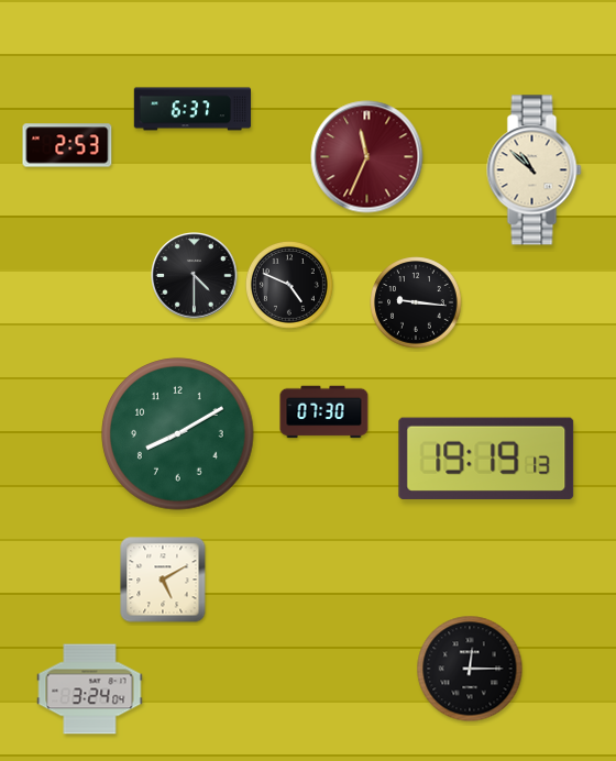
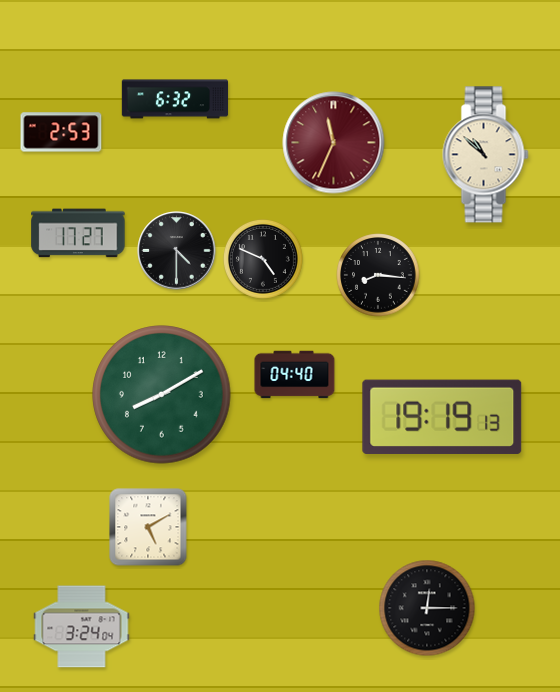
clock at (193, 109): 6:37 -> 6:32
clock at (78, 233): none -> 17:27
clock at (416, 302): 9:16 -> 8:16
clock at (324, 412): 07:30 -> 04:40
